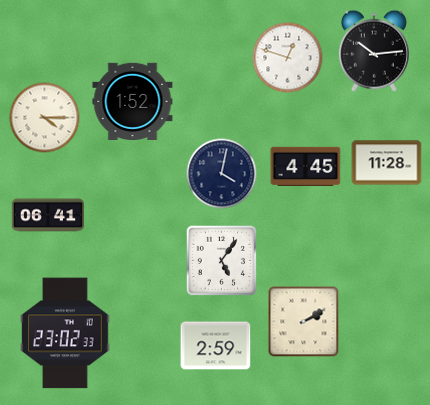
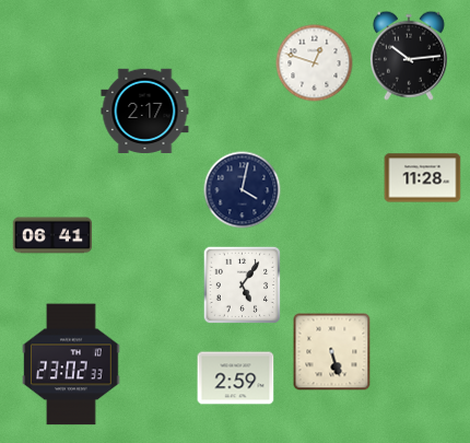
clock at (133, 101): 1:52 -> 2:17
clock at (45, 118): 4:15 -> none
clock at (306, 166): 4:45 -> none
clock at (304, 322): 2:10 -> 5:27
